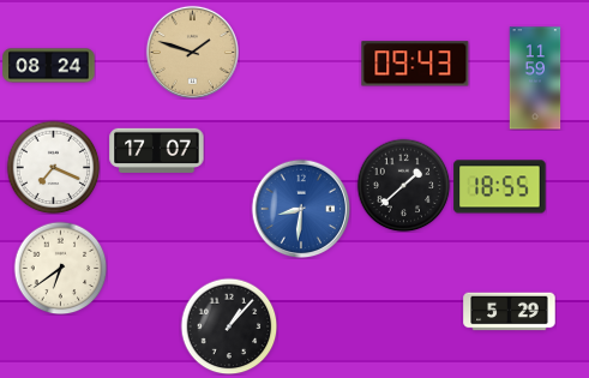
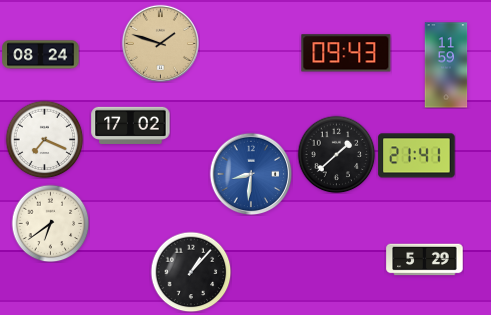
clock at (157, 150): 17:07 -> 17:02
clock at (500, 187): 18:55 -> 21:41
